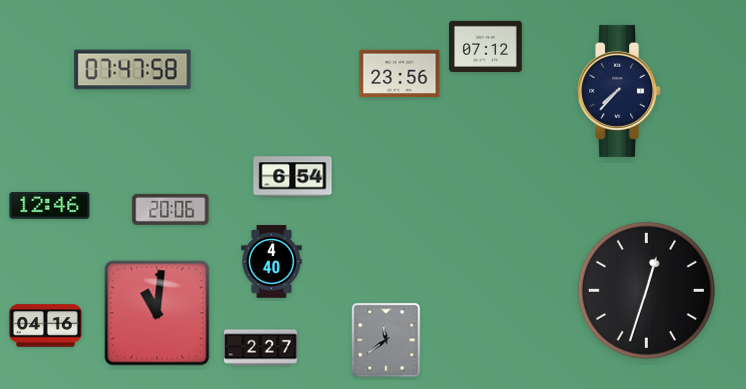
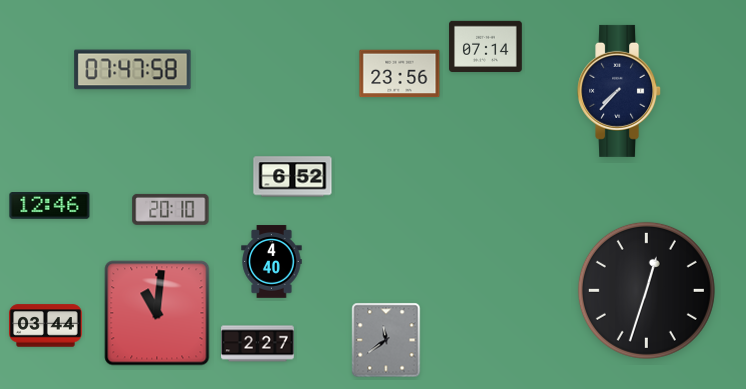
clock at (486, 46): 07:12 -> 07:14
clock at (293, 177): 6:54 -> 6:52
clock at (171, 209): 20:06 -> 20:10
clock at (46, 326): 04:16 -> 03:44
clock at (261, 348) position: (261, 348) -> (258, 344)
